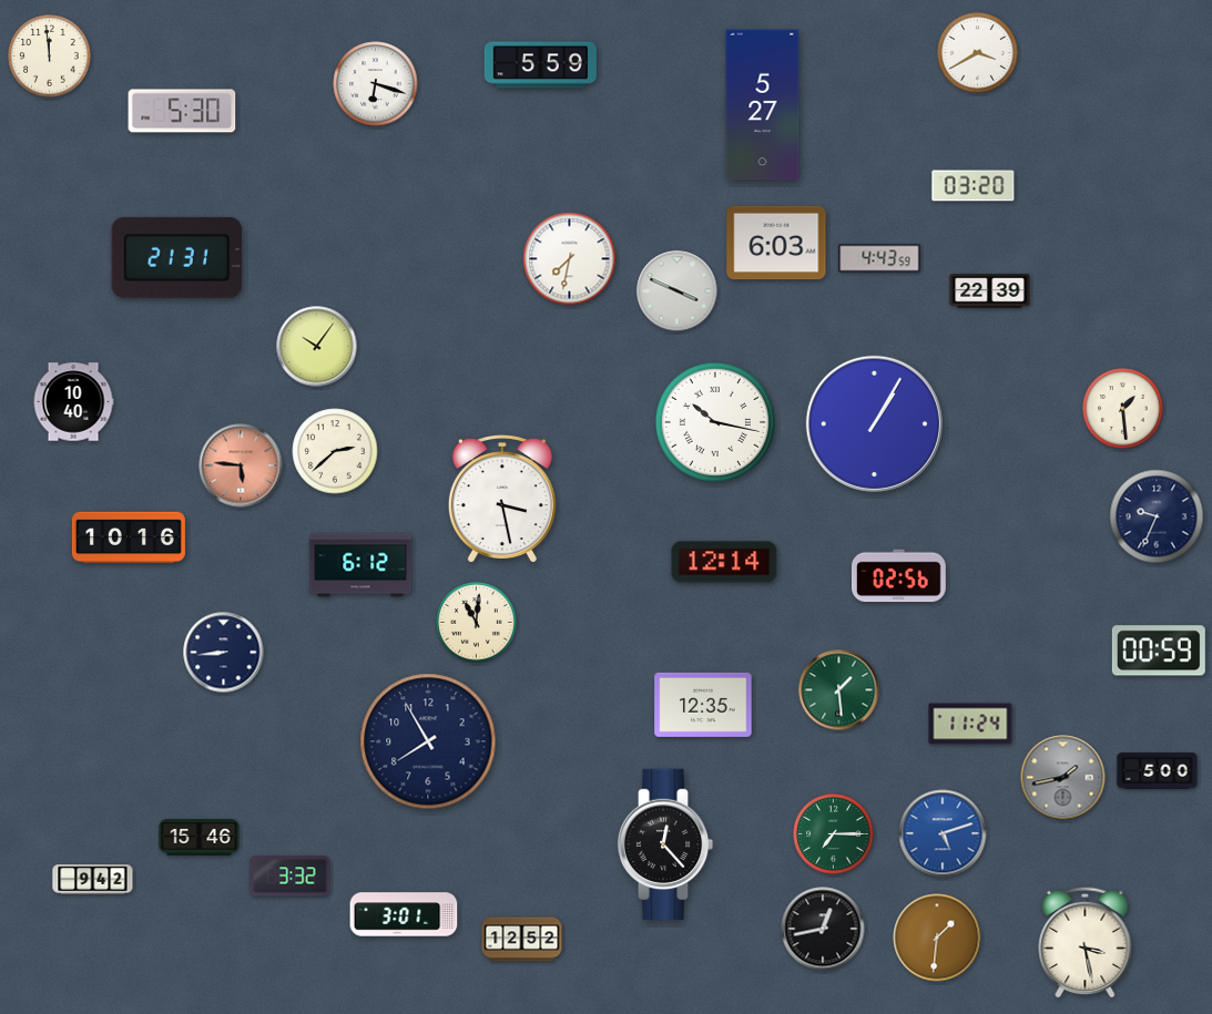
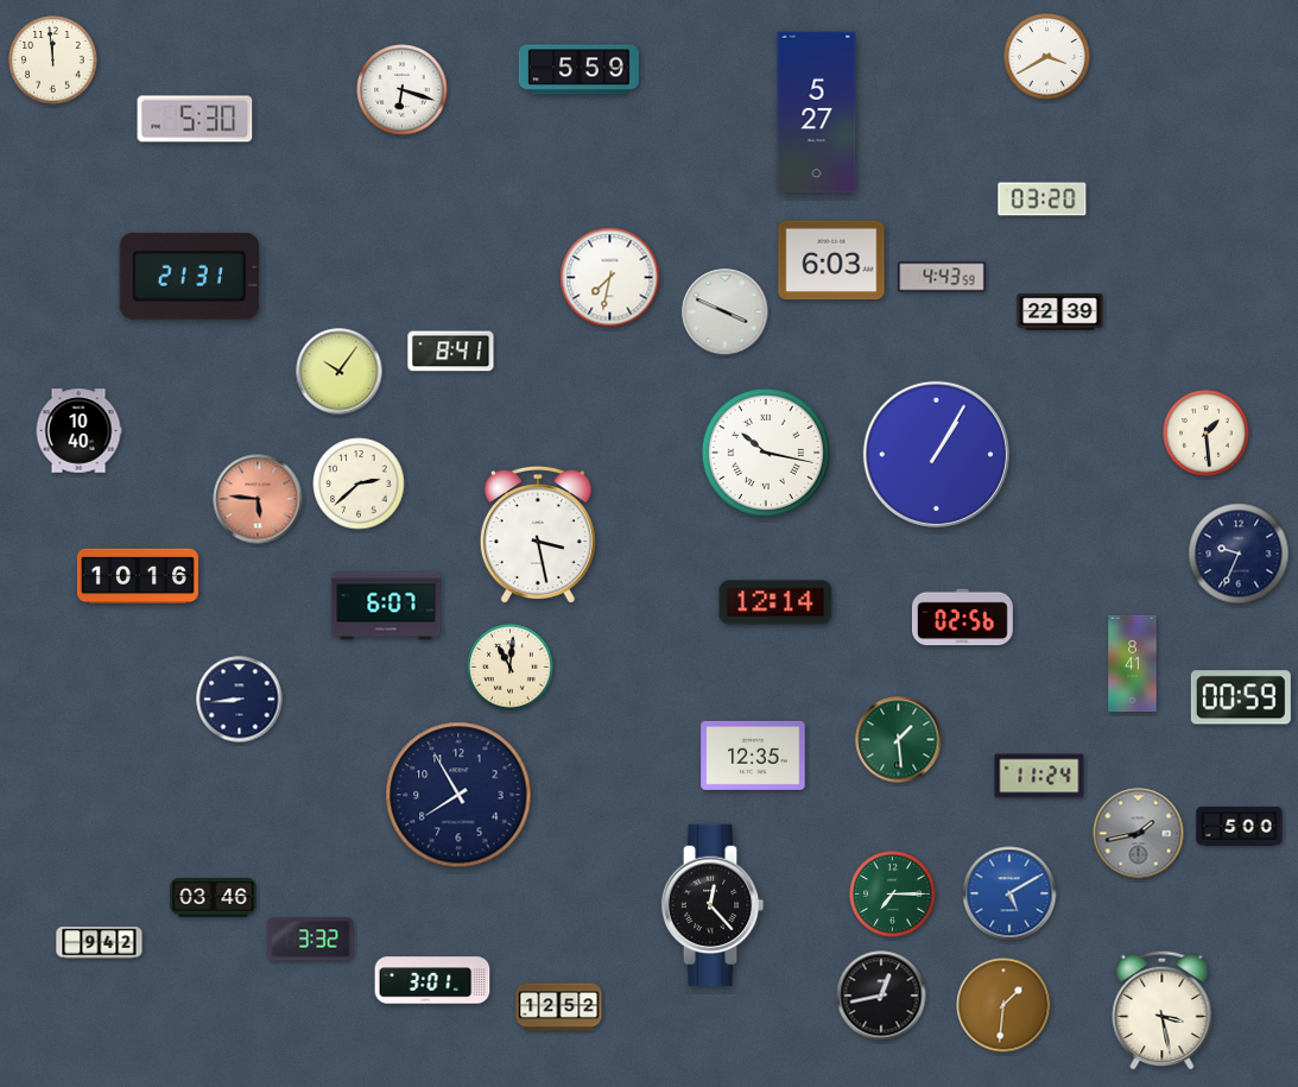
clock at (451, 352): none -> 8:41
clock at (1123, 409) position: (1123, 409) -> (1207, 434)
clock at (360, 565): 6:12 -> 6:07
clock at (1133, 664): none -> 8:41
clock at (943, 833): 5:12 -> 5:10
clock at (200, 838): 15:46 -> 03:46
